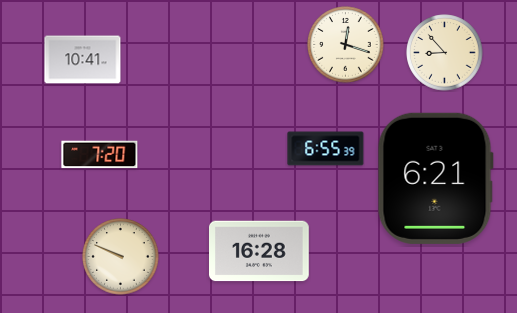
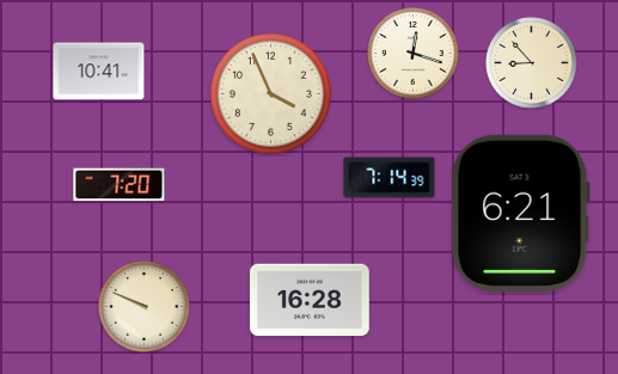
clock at (270, 93): none -> 3:56
clock at (326, 149): 6:55 -> 7:14
